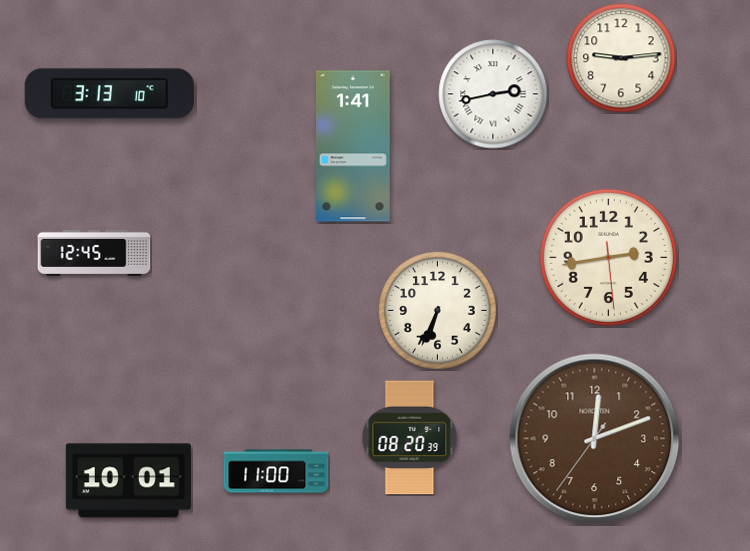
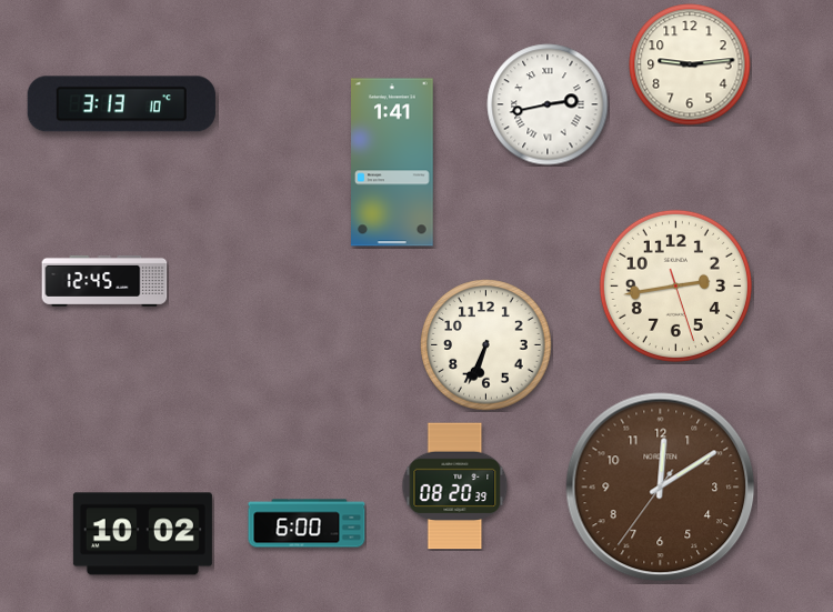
clock at (608, 257): 2:43:29 -> 2:43:27
clock at (595, 439): 12:11 -> 12:09
clock at (276, 471): 11:00 -> 6:00
clock at (128, 481): 10:01 -> 10:02
